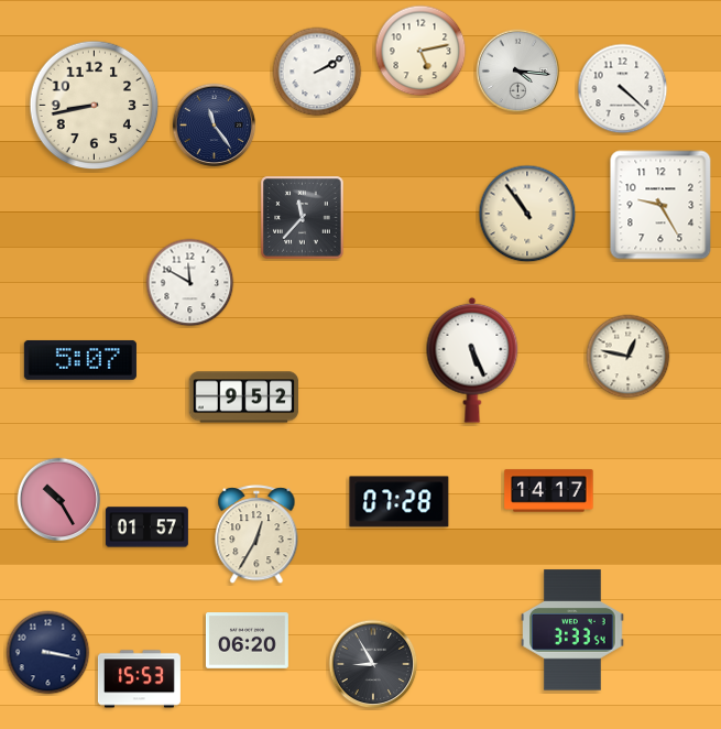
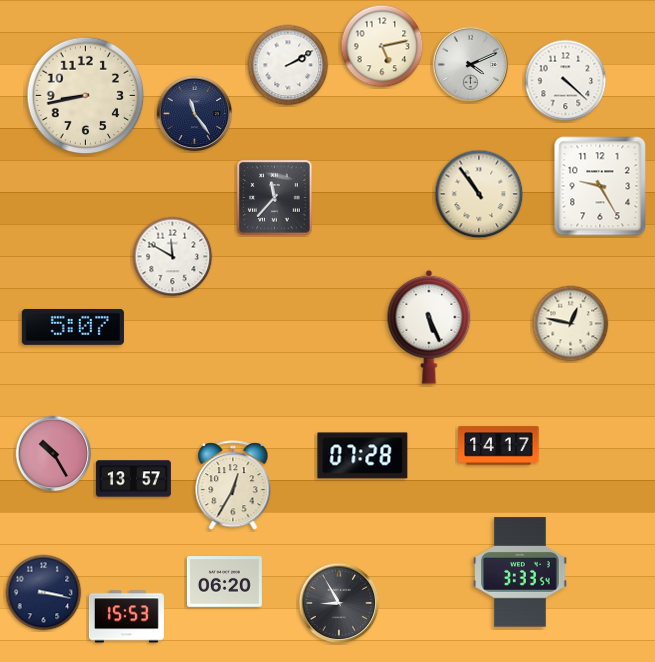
clock at (518, 72): 4:16 -> 4:11
clock at (244, 398): 9:52 -> none
clock at (146, 527): 01:57 -> 13:57
